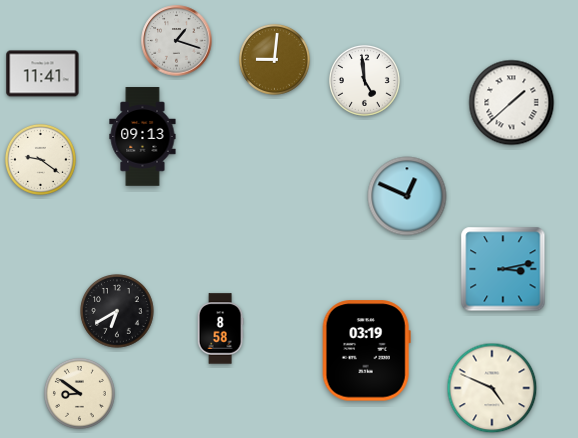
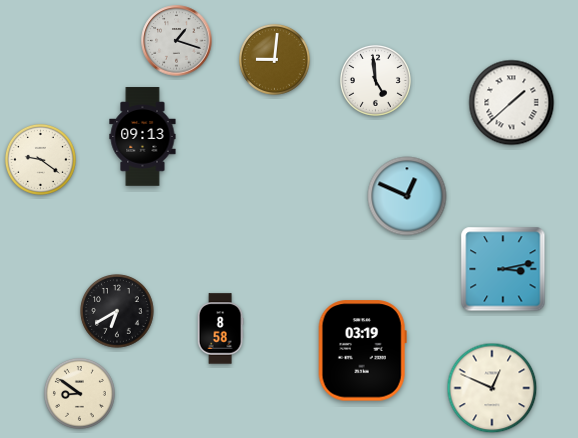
clock at (43, 74): 11:41 -> none
clock at (364, 80) position: (364, 80) -> (375, 80)
clock at (366, 351) position: (366, 351) -> (362, 351)
clock at (492, 388): 4:49 -> 12:49
